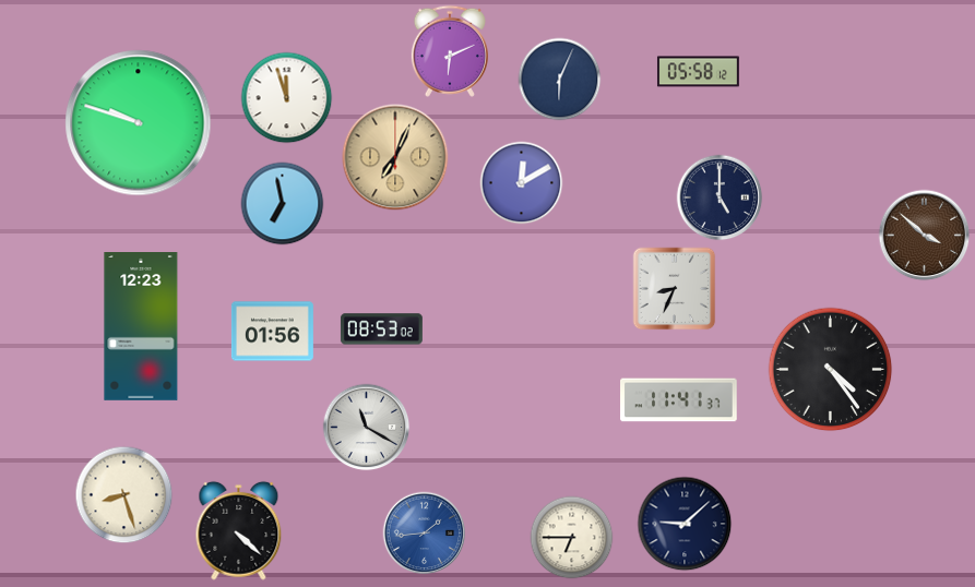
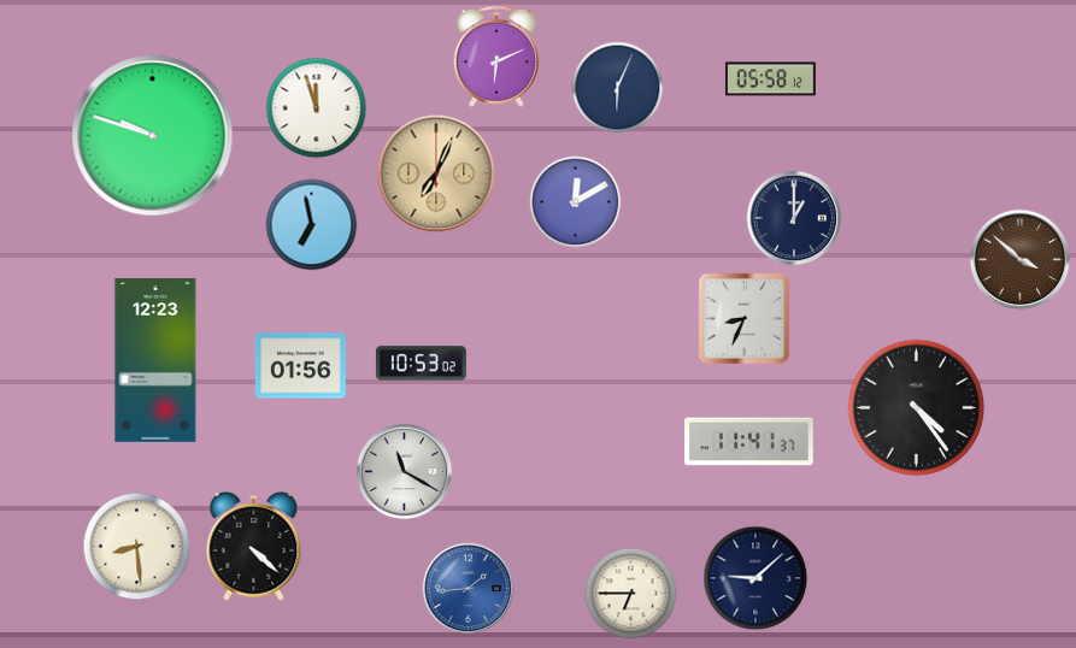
clock at (720, 197): 5:00 -> 1:00
clock at (381, 330): 08:53 -> 10:53
clock at (124, 495): 8:27 -> 8:29
clock at (239, 530) position: (239, 530) -> (254, 546)
